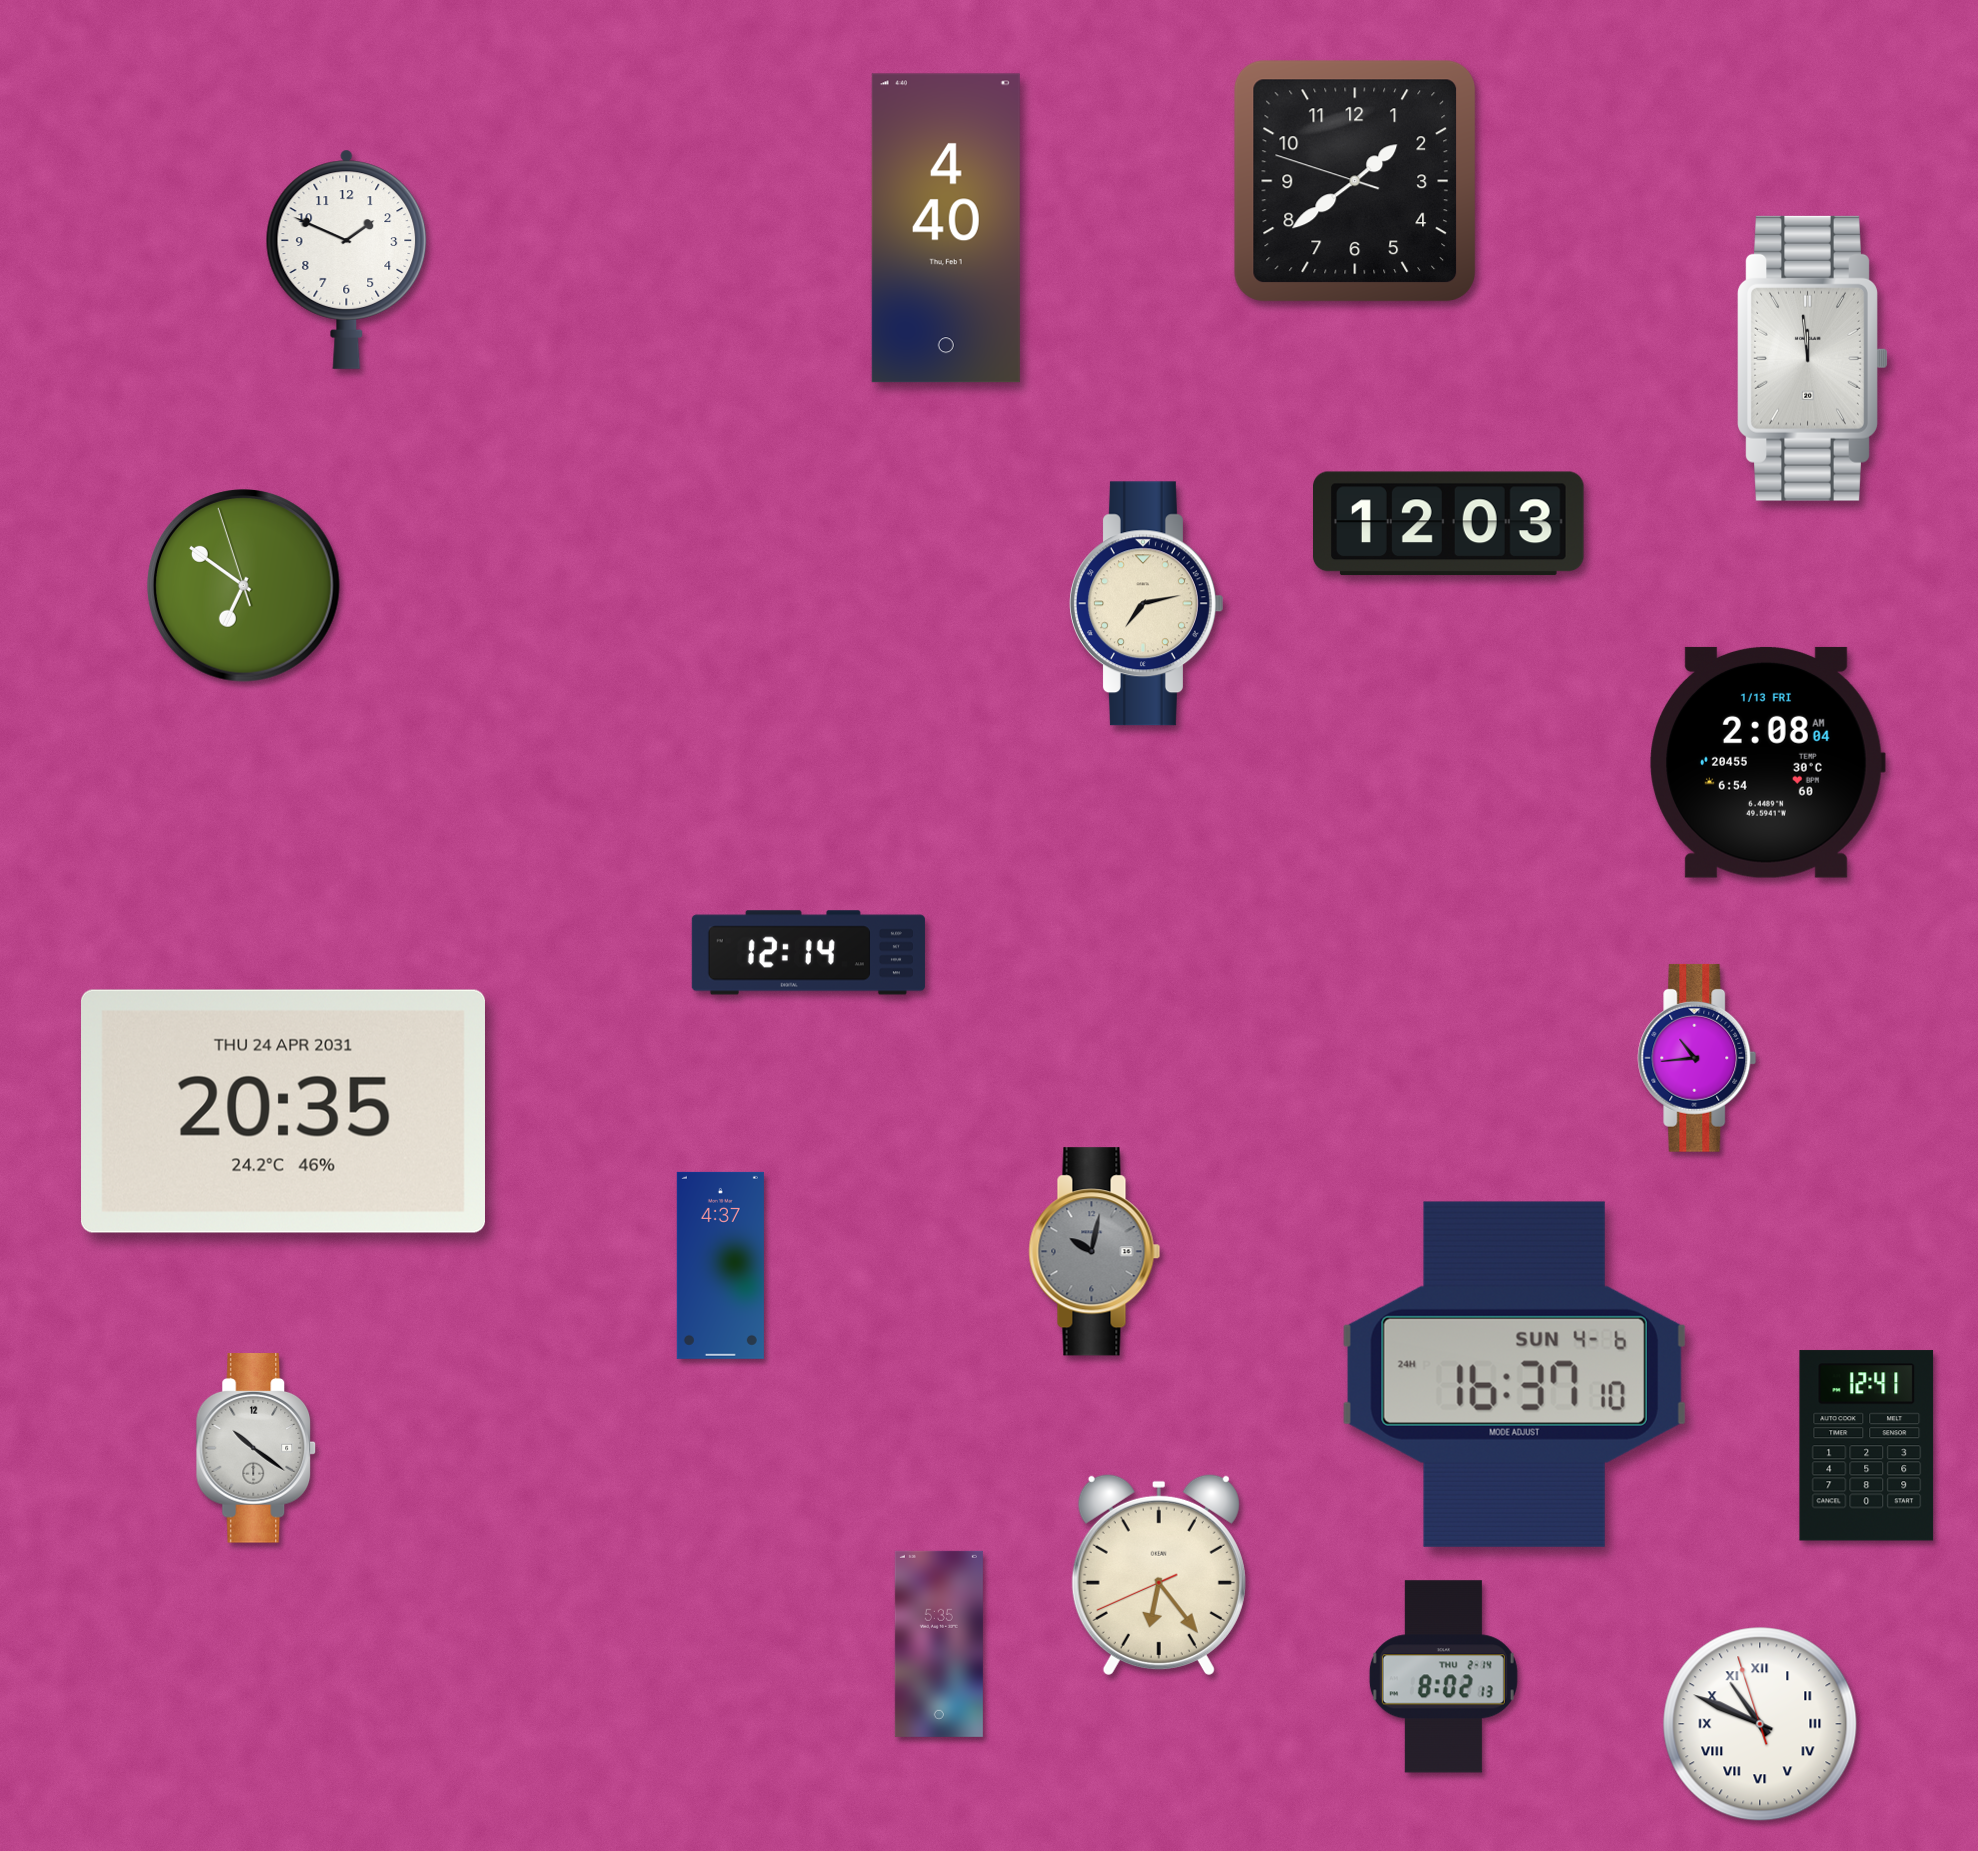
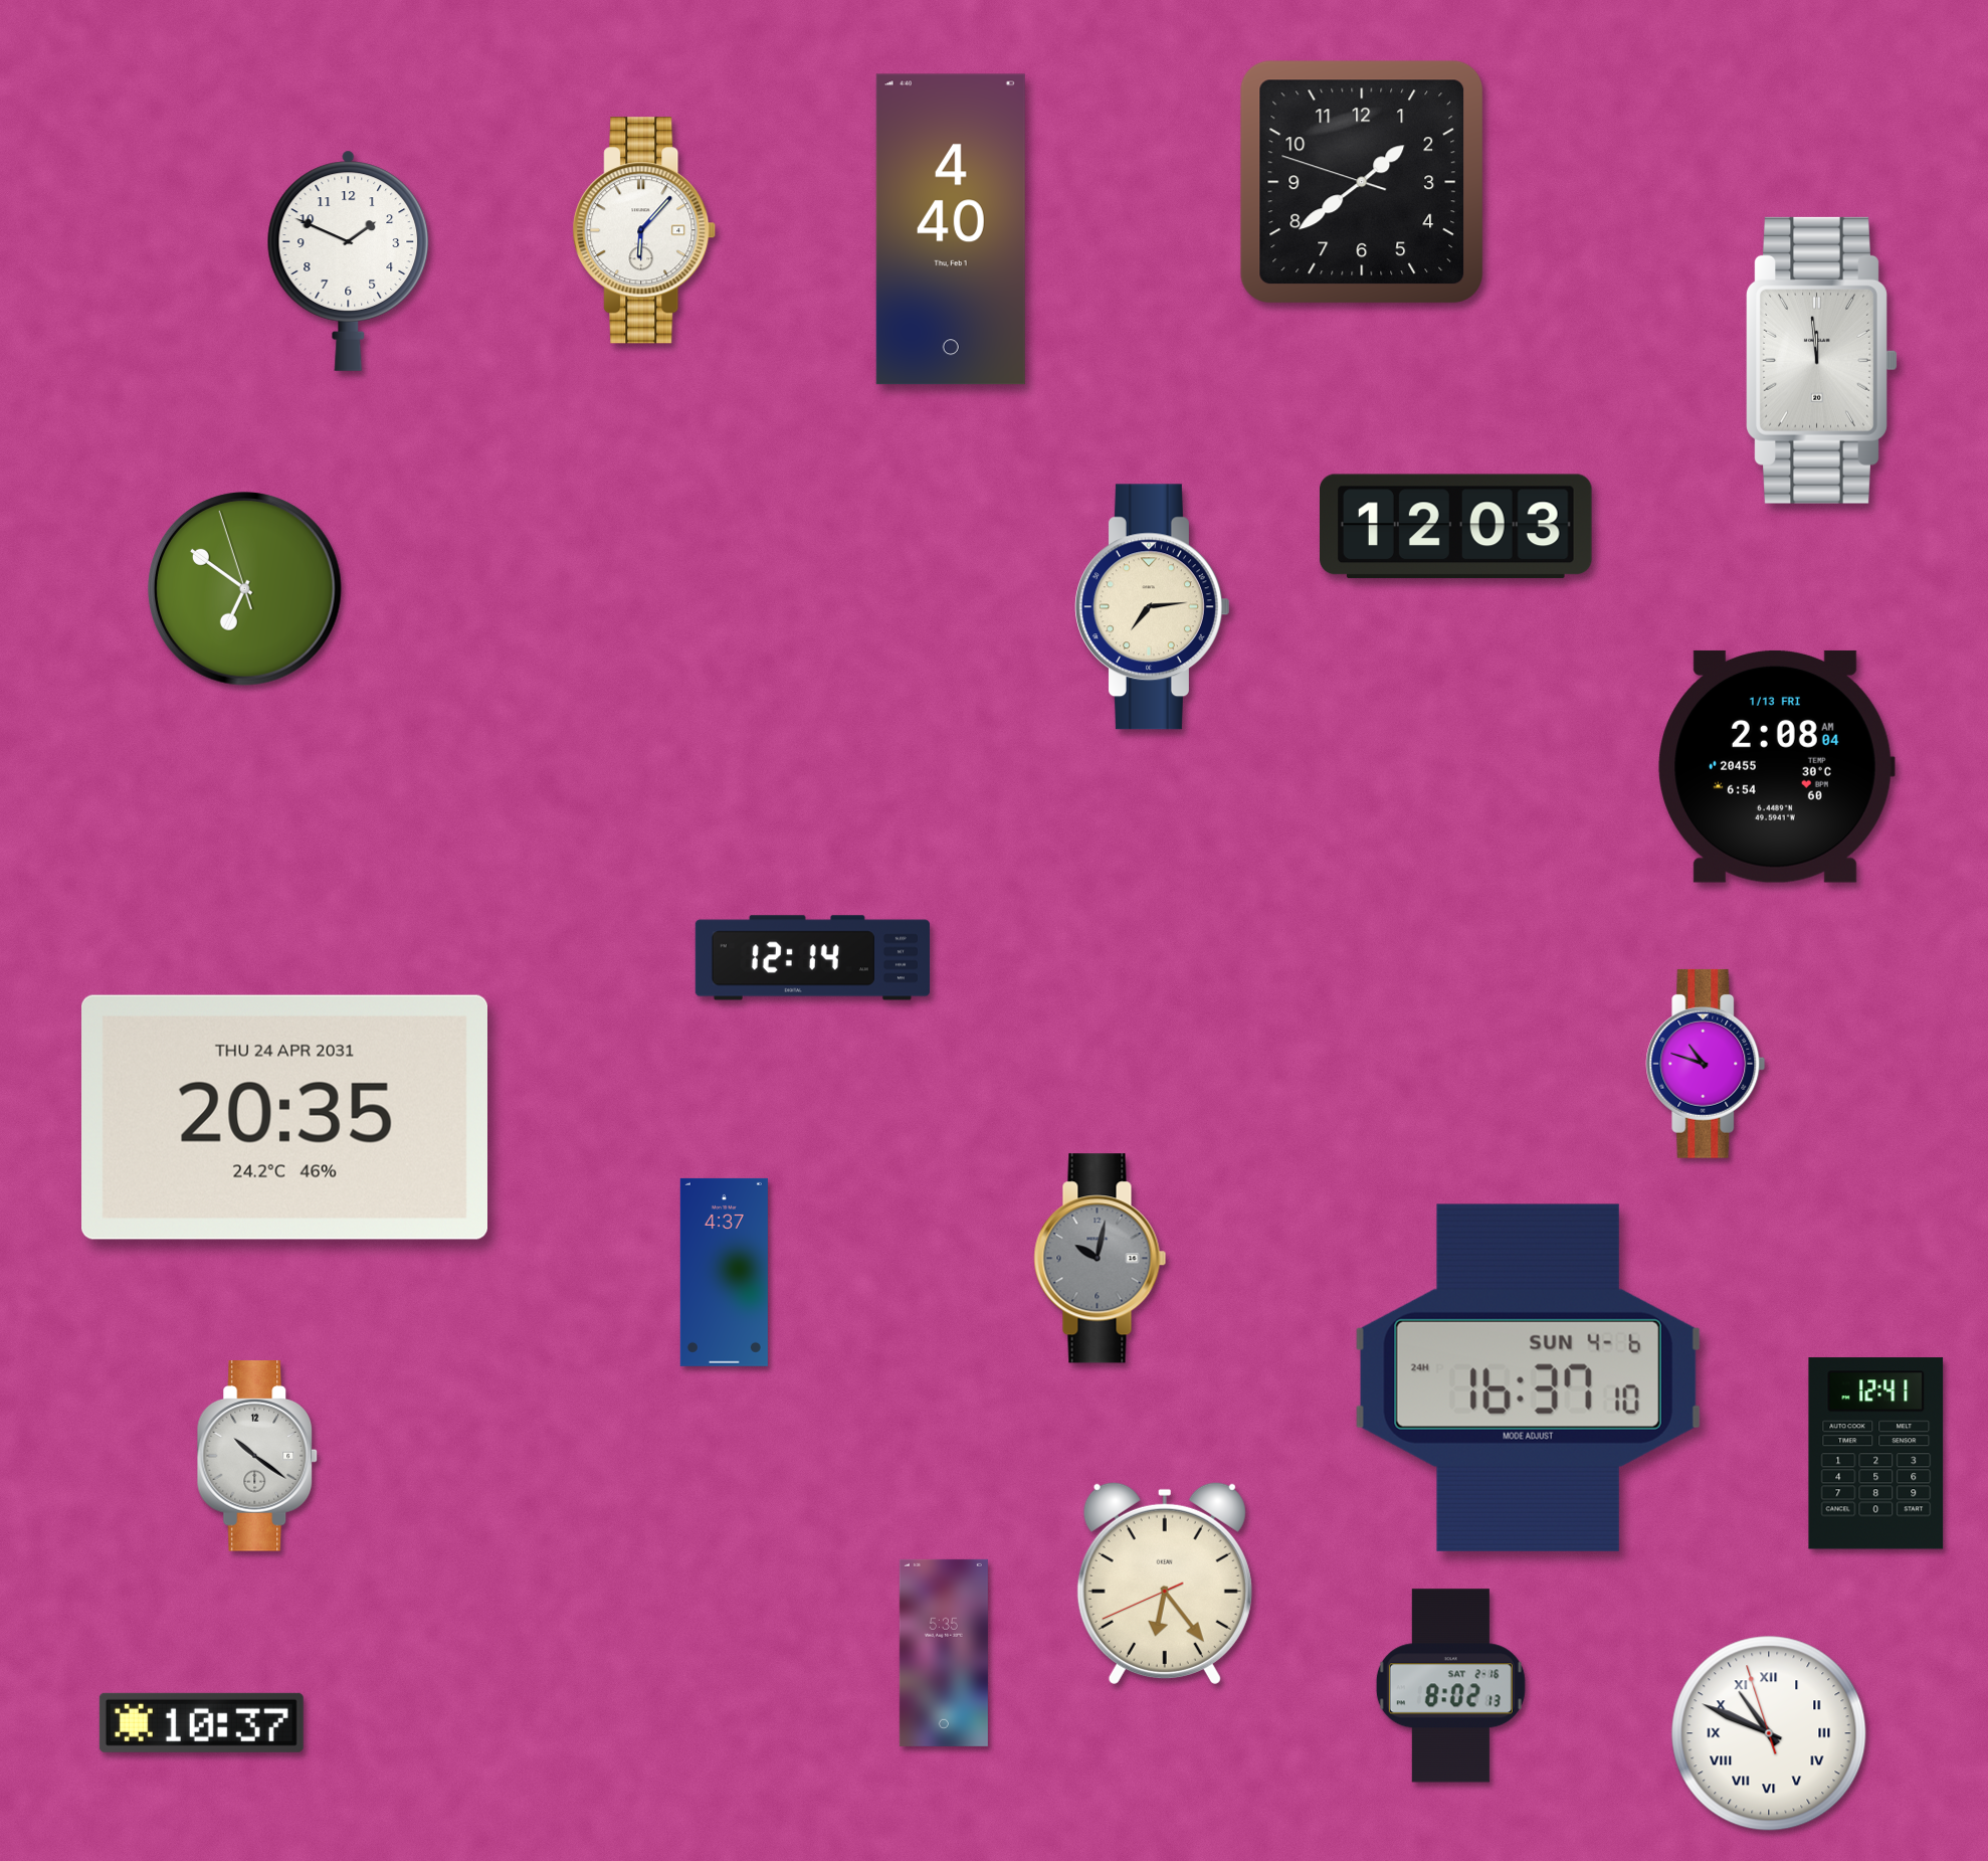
clock at (644, 230): none -> 6:07
clock at (1146, 604): 7:13 -> 7:14
clock at (1697, 1058): 10:44 -> 10:48
clock at (1514, 1374) position: (1514, 1374) -> (1528, 1377)
clock at (1443, 1677) date: THU 2-14 -> SAT 2-16
clock at (201, 1722): none -> 10:37
